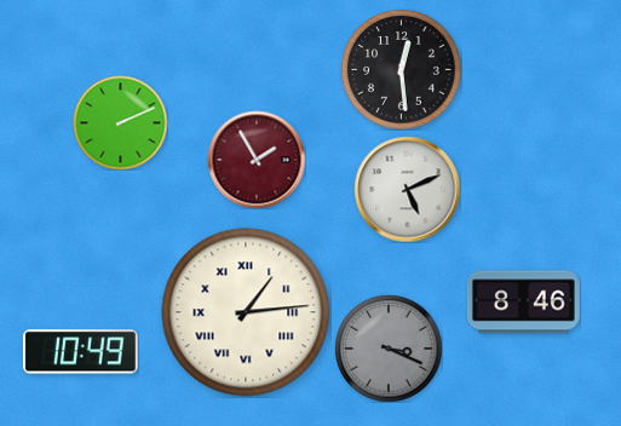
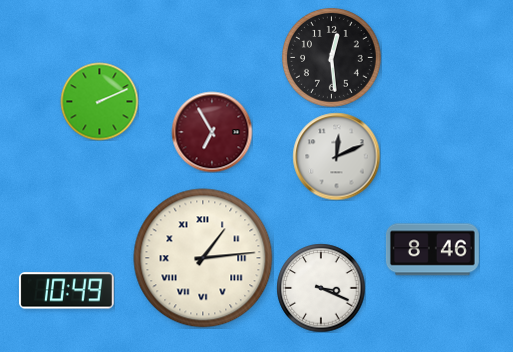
clock at (257, 160): 1:55 -> 6:55
clock at (407, 189): 5:11 -> 12:11
clock at (389, 349) dial: grey -> white
